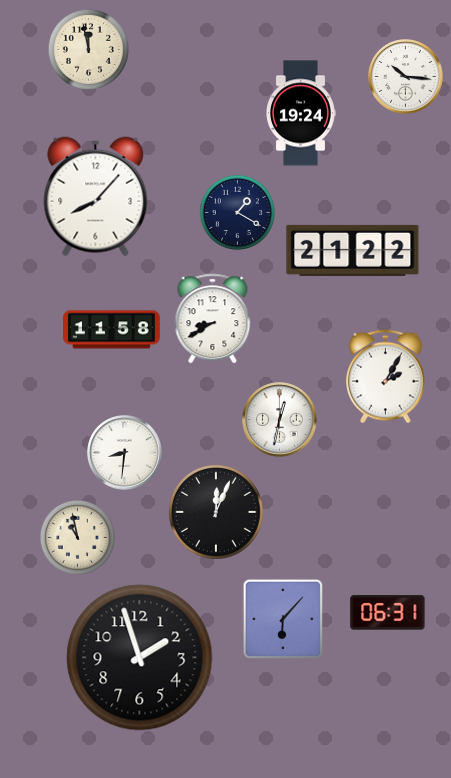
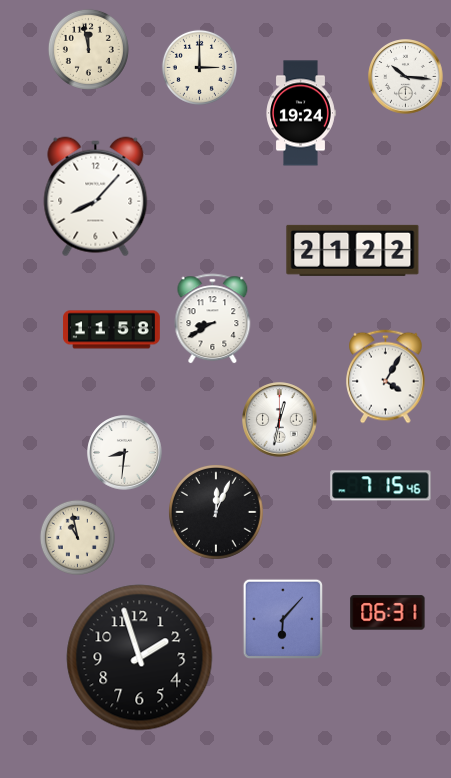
clock at (199, 67): none -> 3:00
clock at (237, 212): 1:20 -> none
clock at (386, 377): 2:05 -> 4:05
clock at (381, 486): none -> 7:15
